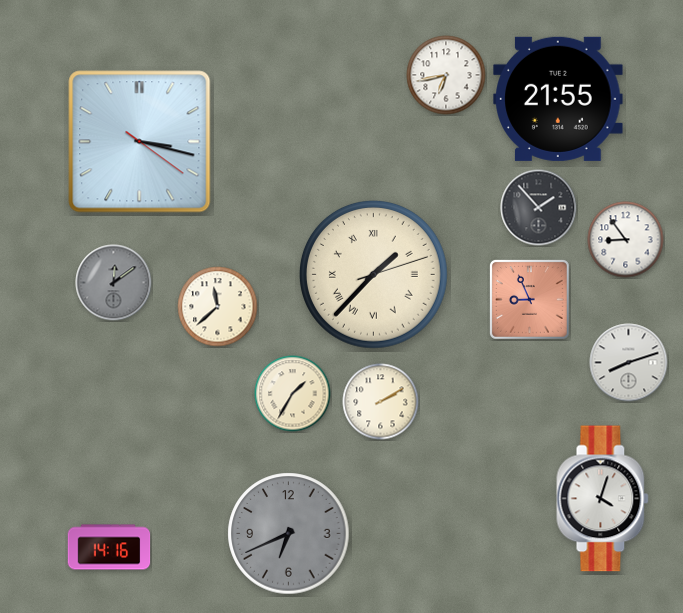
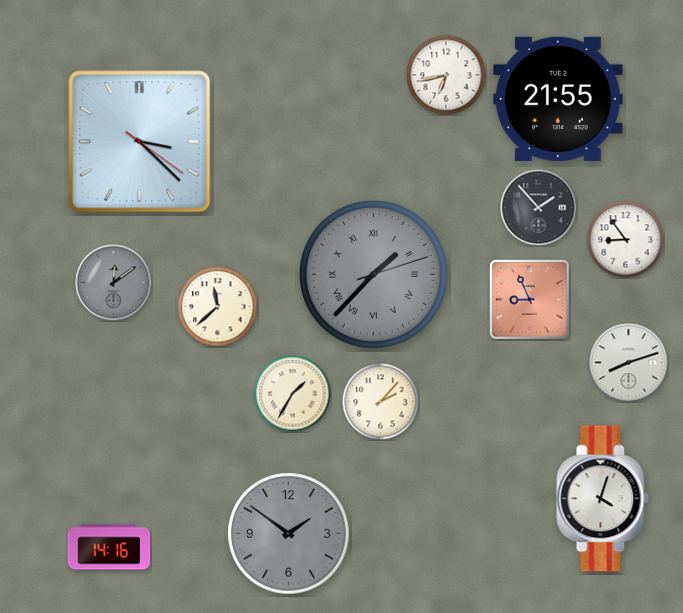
clock at (140, 142): 3:17 -> 3:22
clock at (374, 275) dial: cream -> grey
clock at (381, 402): 2:10 -> 2:07
clock at (289, 534): 6:41 -> 1:51
